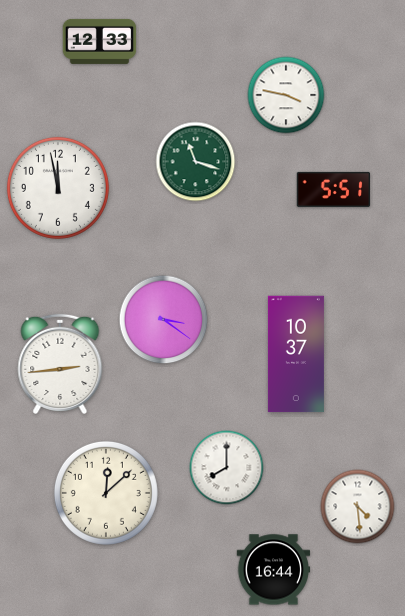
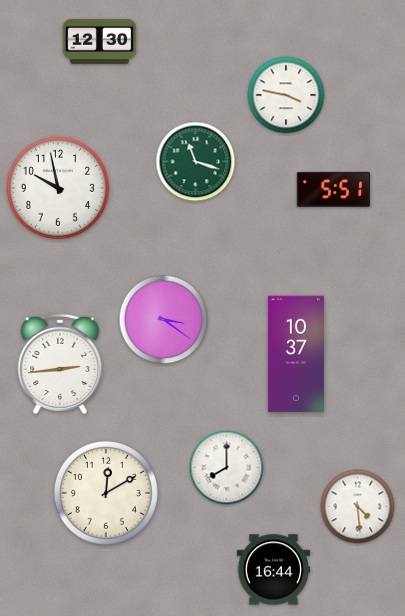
clock at (100, 41): 12:33 -> 12:30
clock at (58, 188): 11:58 -> 9:58
clock at (106, 493): 12:08 -> 12:10
